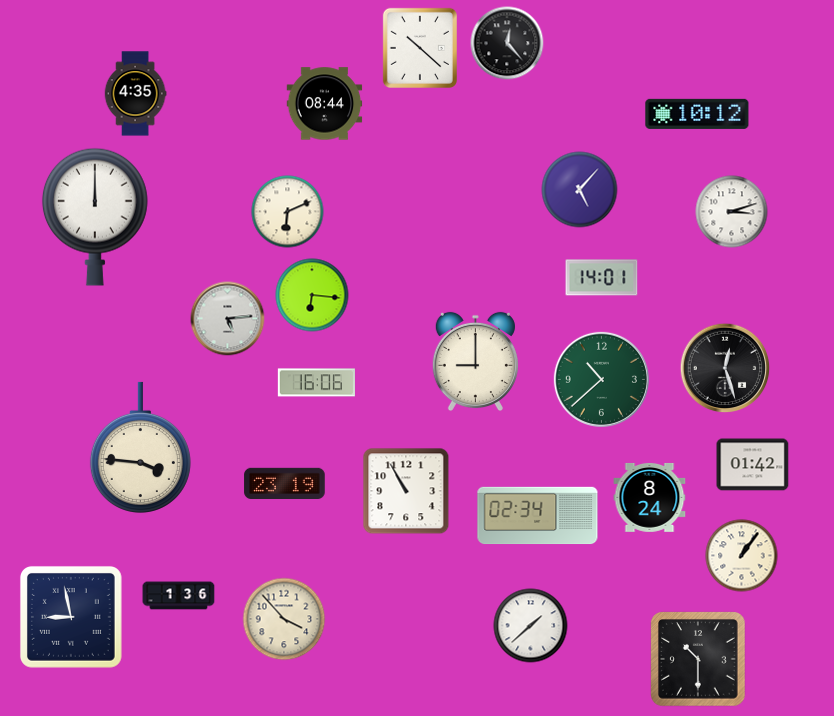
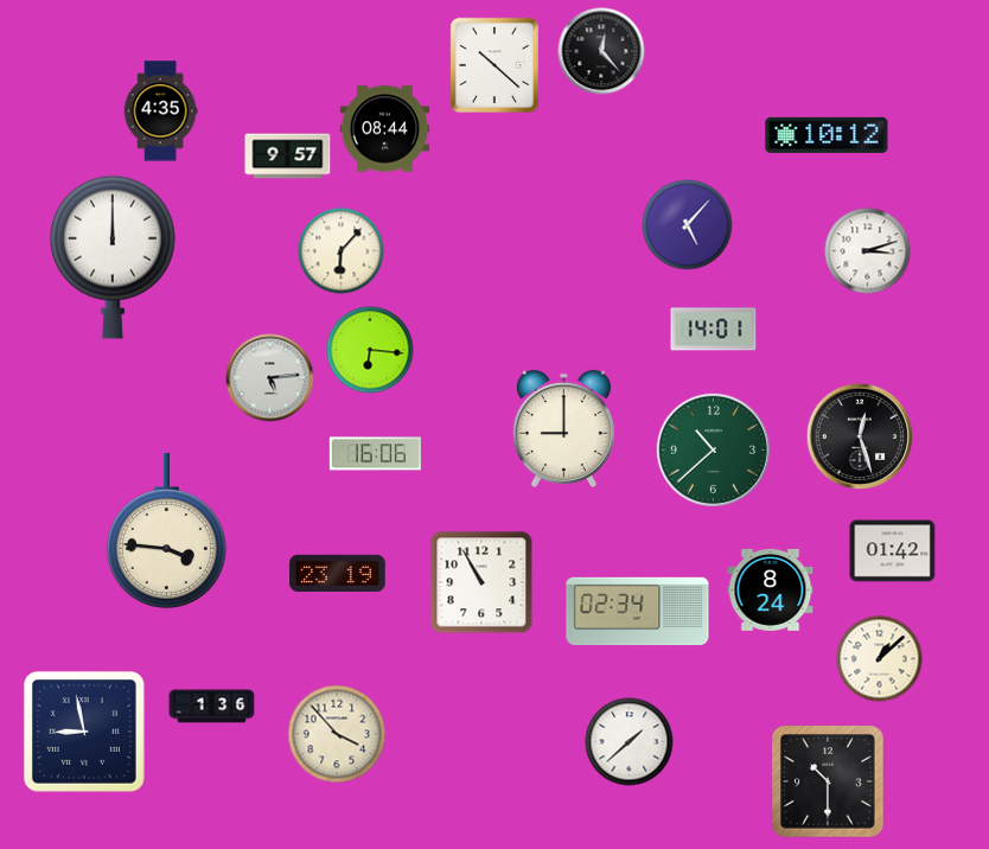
clock at (420, 48) position: (420, 48) -> (494, 65)
clock at (325, 104) position: (325, 104) -> (385, 129)
clock at (288, 157): none -> 9:57
clock at (288, 212): 6:11 -> 6:07
clock at (742, 556): 1:06 -> 1:08
